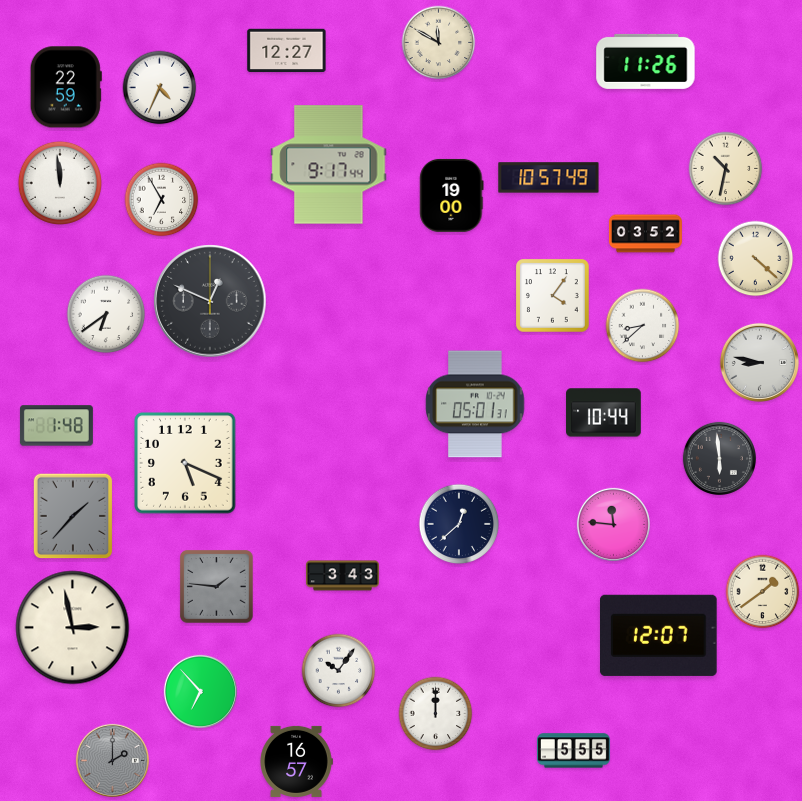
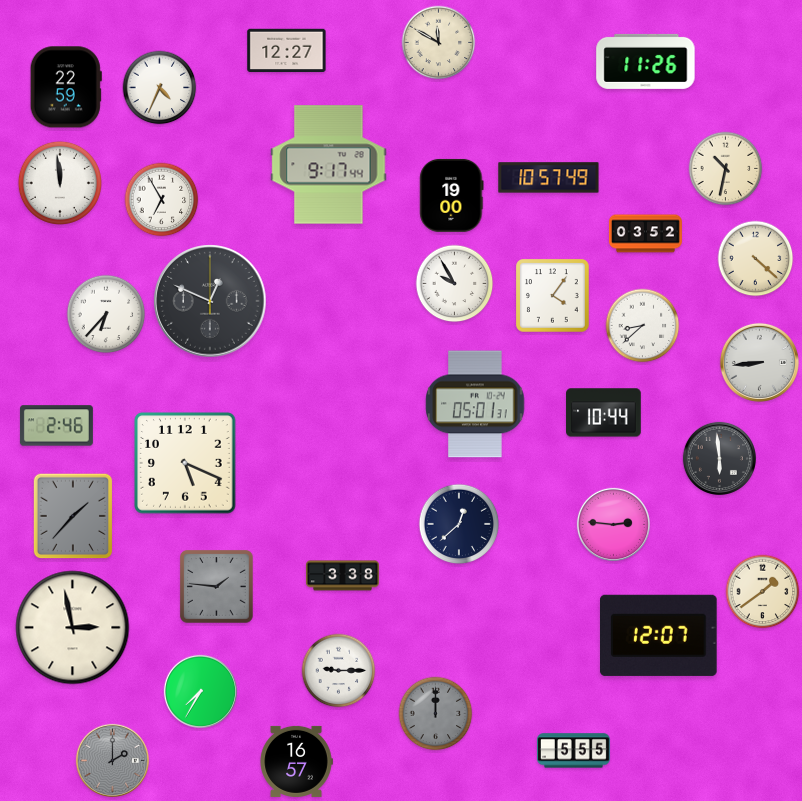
clock at (455, 284): none -> 9:55
clock at (106, 314): 6:39 -> 6:37
clock at (759, 362): 8:47 -> 8:44
clock at (56, 426): 1:48 -> 2:46
clock at (613, 524): 11:46 -> 2:46
clock at (342, 576): 3:43 -> 3:38
clock at (339, 671): 10:06 -> 9:15
clock at (200, 691): 6:53 -> 7:35
clock at (436, 714) dial: white -> grey
